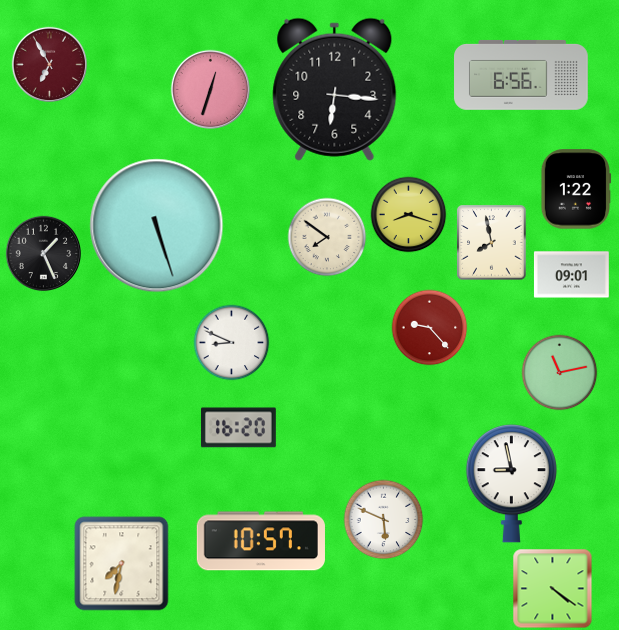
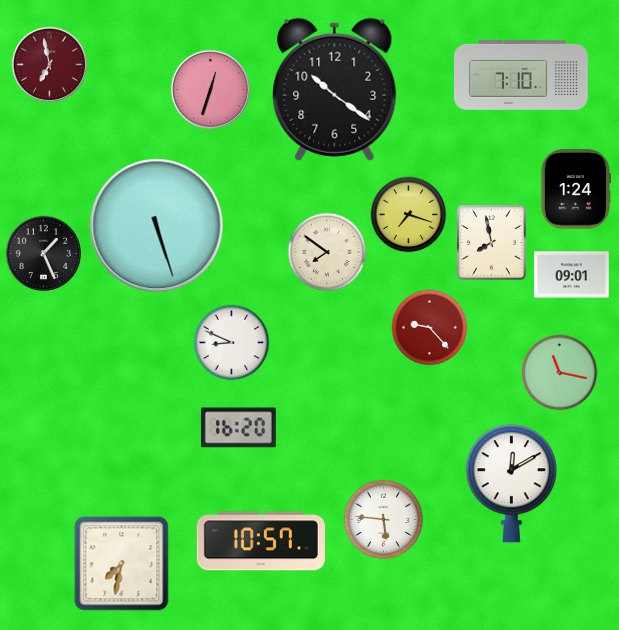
clock at (49, 64): 6:55 -> 6:58
clock at (522, 75): 6:56 -> 7:10
clock at (335, 89): 6:16 -> 10:21
clock at (576, 189): 1:22 -> 1:24
clock at (409, 215): 8:18 -> 7:18
clock at (327, 237) position: (327, 237) -> (327, 252)
clock at (560, 373): 11:13 -> 11:17
clock at (511, 484): 8:58 -> 12:10
clock at (384, 520): 5:49 -> 5:46
clock at (553, 589): 4:21 -> none
